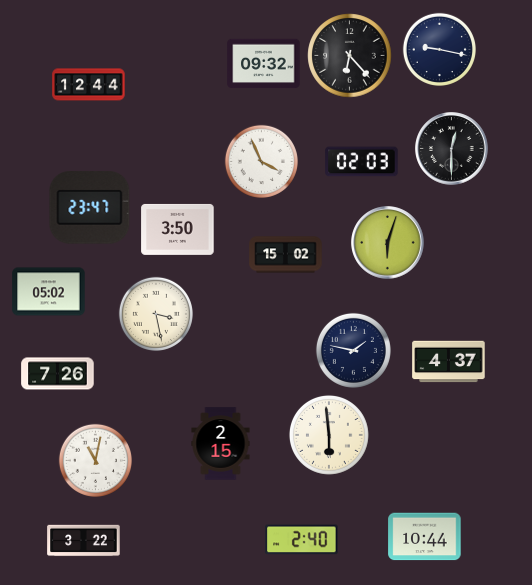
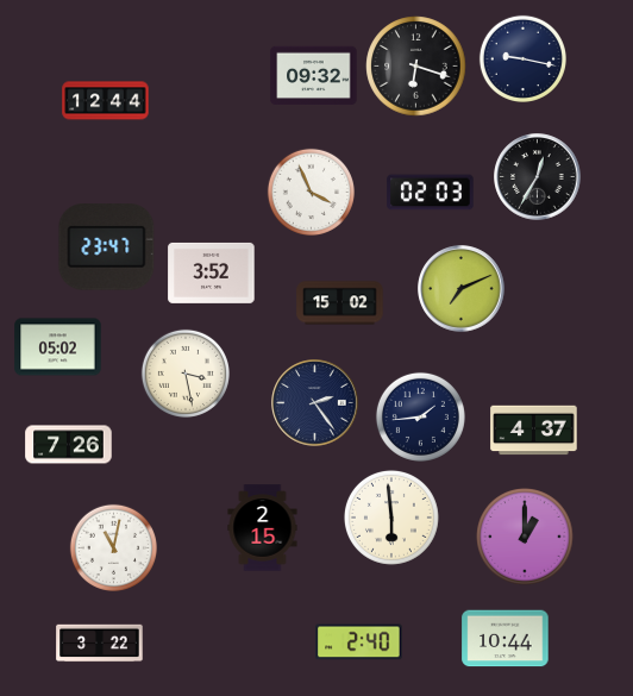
clock at (350, 56): 6:23 -> 6:18
clock at (452, 149): 12:30 -> 12:35
clock at (178, 229): 3:50 -> 3:52
clock at (388, 243): 6:03 -> 7:11
clock at (315, 403): none -> 2:24
clock at (353, 350): 1:47 -> 1:44
clock at (526, 538): none -> 1:00
